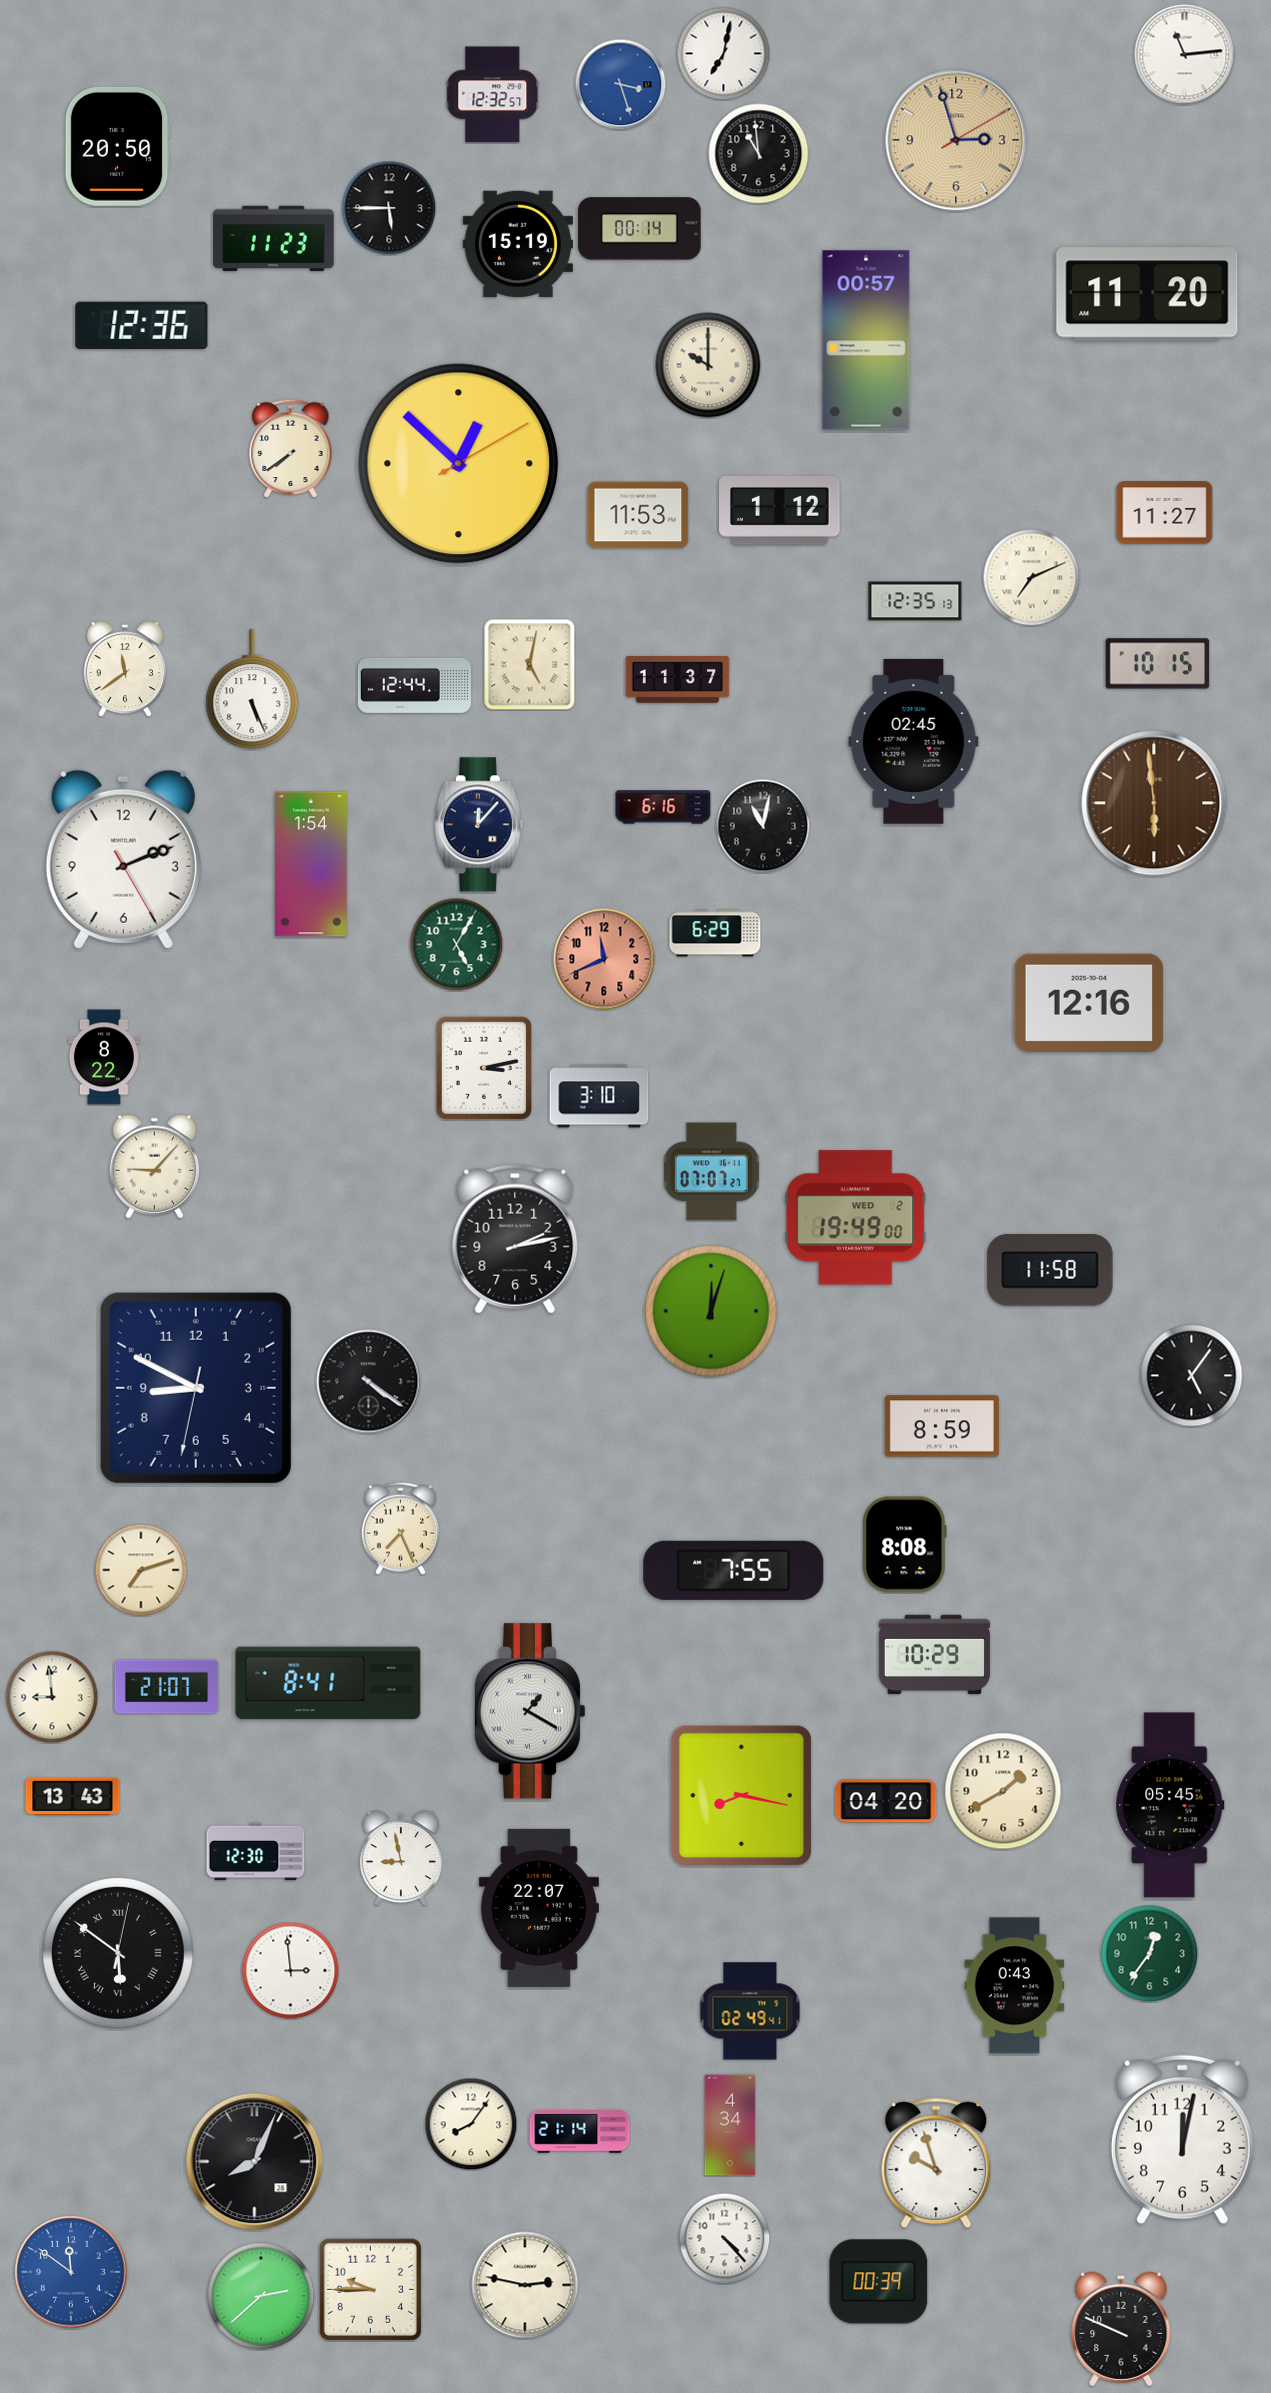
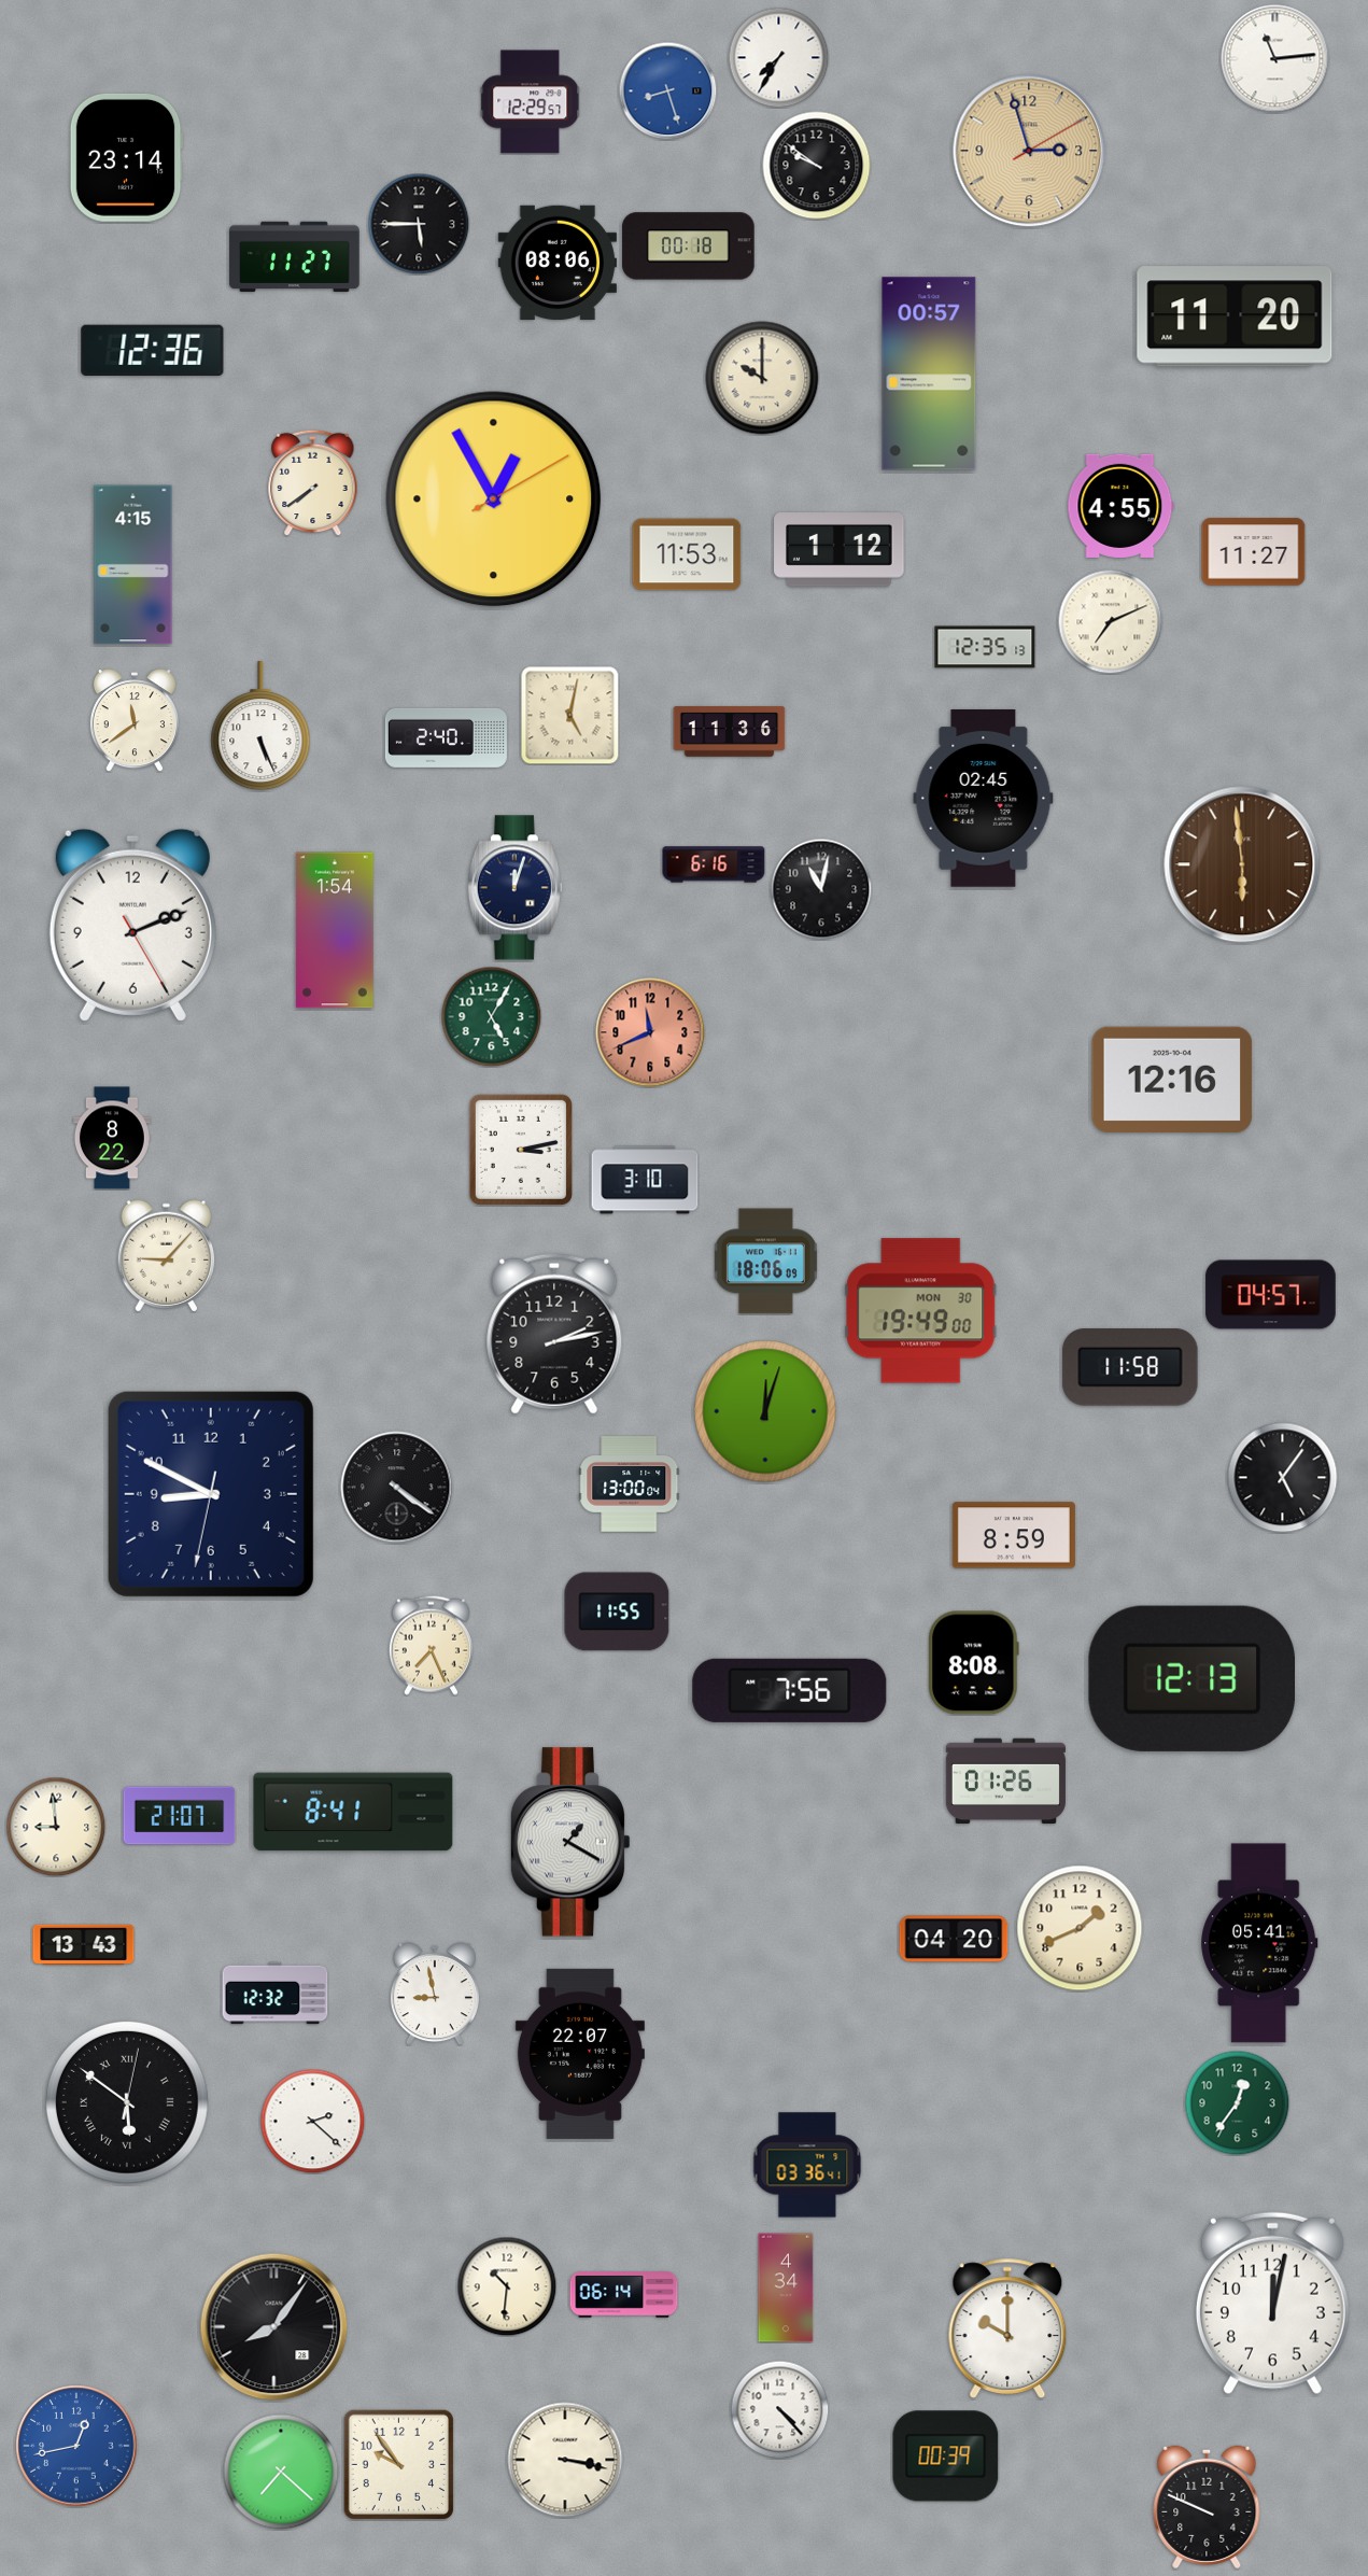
clock at (723, 53): 7:02 -> 7:35
clock at (620, 84): 3:27 -> 8:27
clock at (493, 95): 12:32 -> 12:29
clock at (117, 146): 20:50 -> 23:14
clock at (759, 154): 10:59 -> 9:51
clock at (640, 229): 00:14 -> 00:18
clock at (274, 239): 11:23 -> 11:27
clock at (518, 244): 15:19 -> 08:06
clock at (866, 340) position: (866, 340) -> (929, 374)
clock at (708, 365) position: (708, 365) -> (762, 378)
clock at (459, 464): 12:52 -> 12:55
clock at (1120, 506): none -> 4:55
clock at (133, 565): none -> 4:15
clock at (1158, 664): 10:15 -> none
clock at (678, 680): 11:37 -> 11:36
clock at (414, 685): 12:44 -> 2:40
clock at (252, 690) position: (252, 690) -> (260, 727)
clock at (663, 807) position: (663, 807) -> (714, 864)
clock at (478, 825): 12:07 -> 12:03
clock at (715, 933): 6:29 -> none
clock at (711, 1172): 07:07 -> 18:06
clock at (1271, 1295): none -> 04:57
clock at (856, 1218) date: WED 2 -> MON 30
clock at (1192, 1376) position: (1192, 1376) -> (1283, 1478)
clock at (630, 1484): none -> 13:00
clock at (617, 1611): none -> 11:55
clock at (1191, 1678): none -> 12:13
clock at (141, 1570): 7:12 -> none
clock at (734, 1570): 7:55 -> 7:56
clock at (934, 1655): 10:29 -> 01:26
clock at (1003, 1791): 1:40 -> 1:41
clock at (741, 1795): 8:17 -> none
clock at (73, 1797) position: (73, 1797) -> (84, 1945)
clock at (1170, 1805): 05:45 -> 05:41
clock at (256, 1852): 12:30 -> 12:32
clock at (401, 1858) position: (401, 1858) -> (435, 1994)
clock at (290, 1970): 2:59 -> 2:22
clock at (1015, 1986): 0:43 -> none
clock at (750, 2011): 02:49 -> 03:36
clock at (471, 2124): 8:06 -> 10:31
clock at (580, 2132): 21:14 -> 06:14
clock at (255, 2162): 8:04 -> 8:06
clock at (936, 2162): 9:57 -> 10:00
clock at (71, 2272): 11:51 -> 12:43
clock at (525, 2285): 2:47 -> 3:17
clock at (370, 2289): 9:45 -> 9:54
clock at (261, 2296): 2:38 -> 7:22
